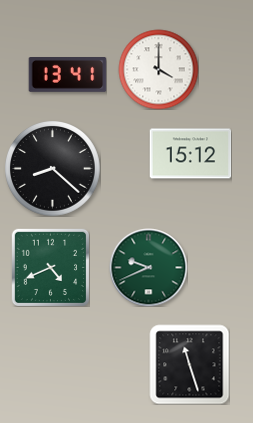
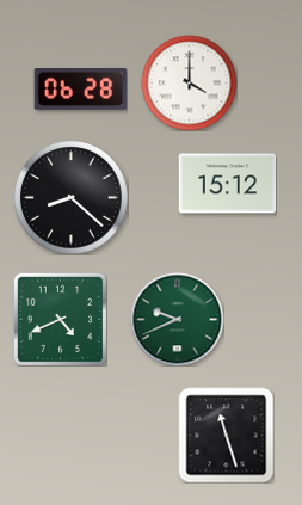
clock at (67, 75): 13:41 -> 06:28
clock at (53, 169) position: (53, 169) -> (72, 198)
